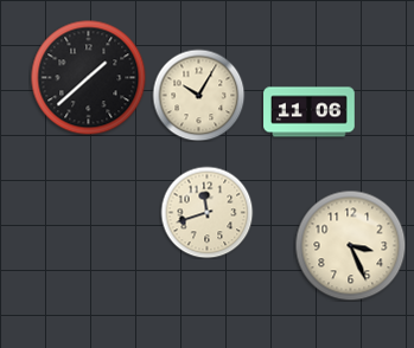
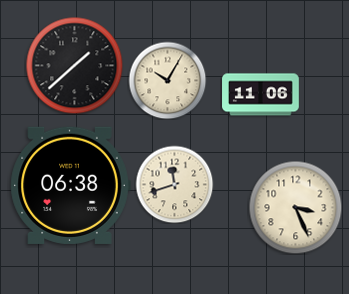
clock at (206, 212) position: (206, 212) -> (174, 184)
clock at (70, 185): none -> 06:38
